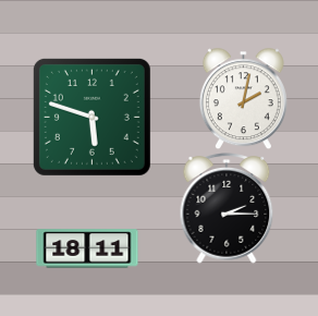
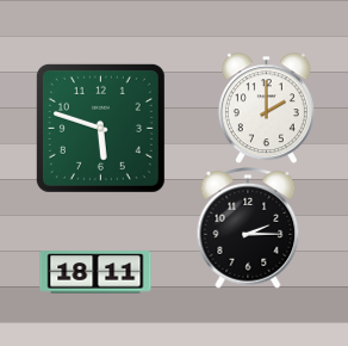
clock at (243, 98): 2:02 -> 2:00
